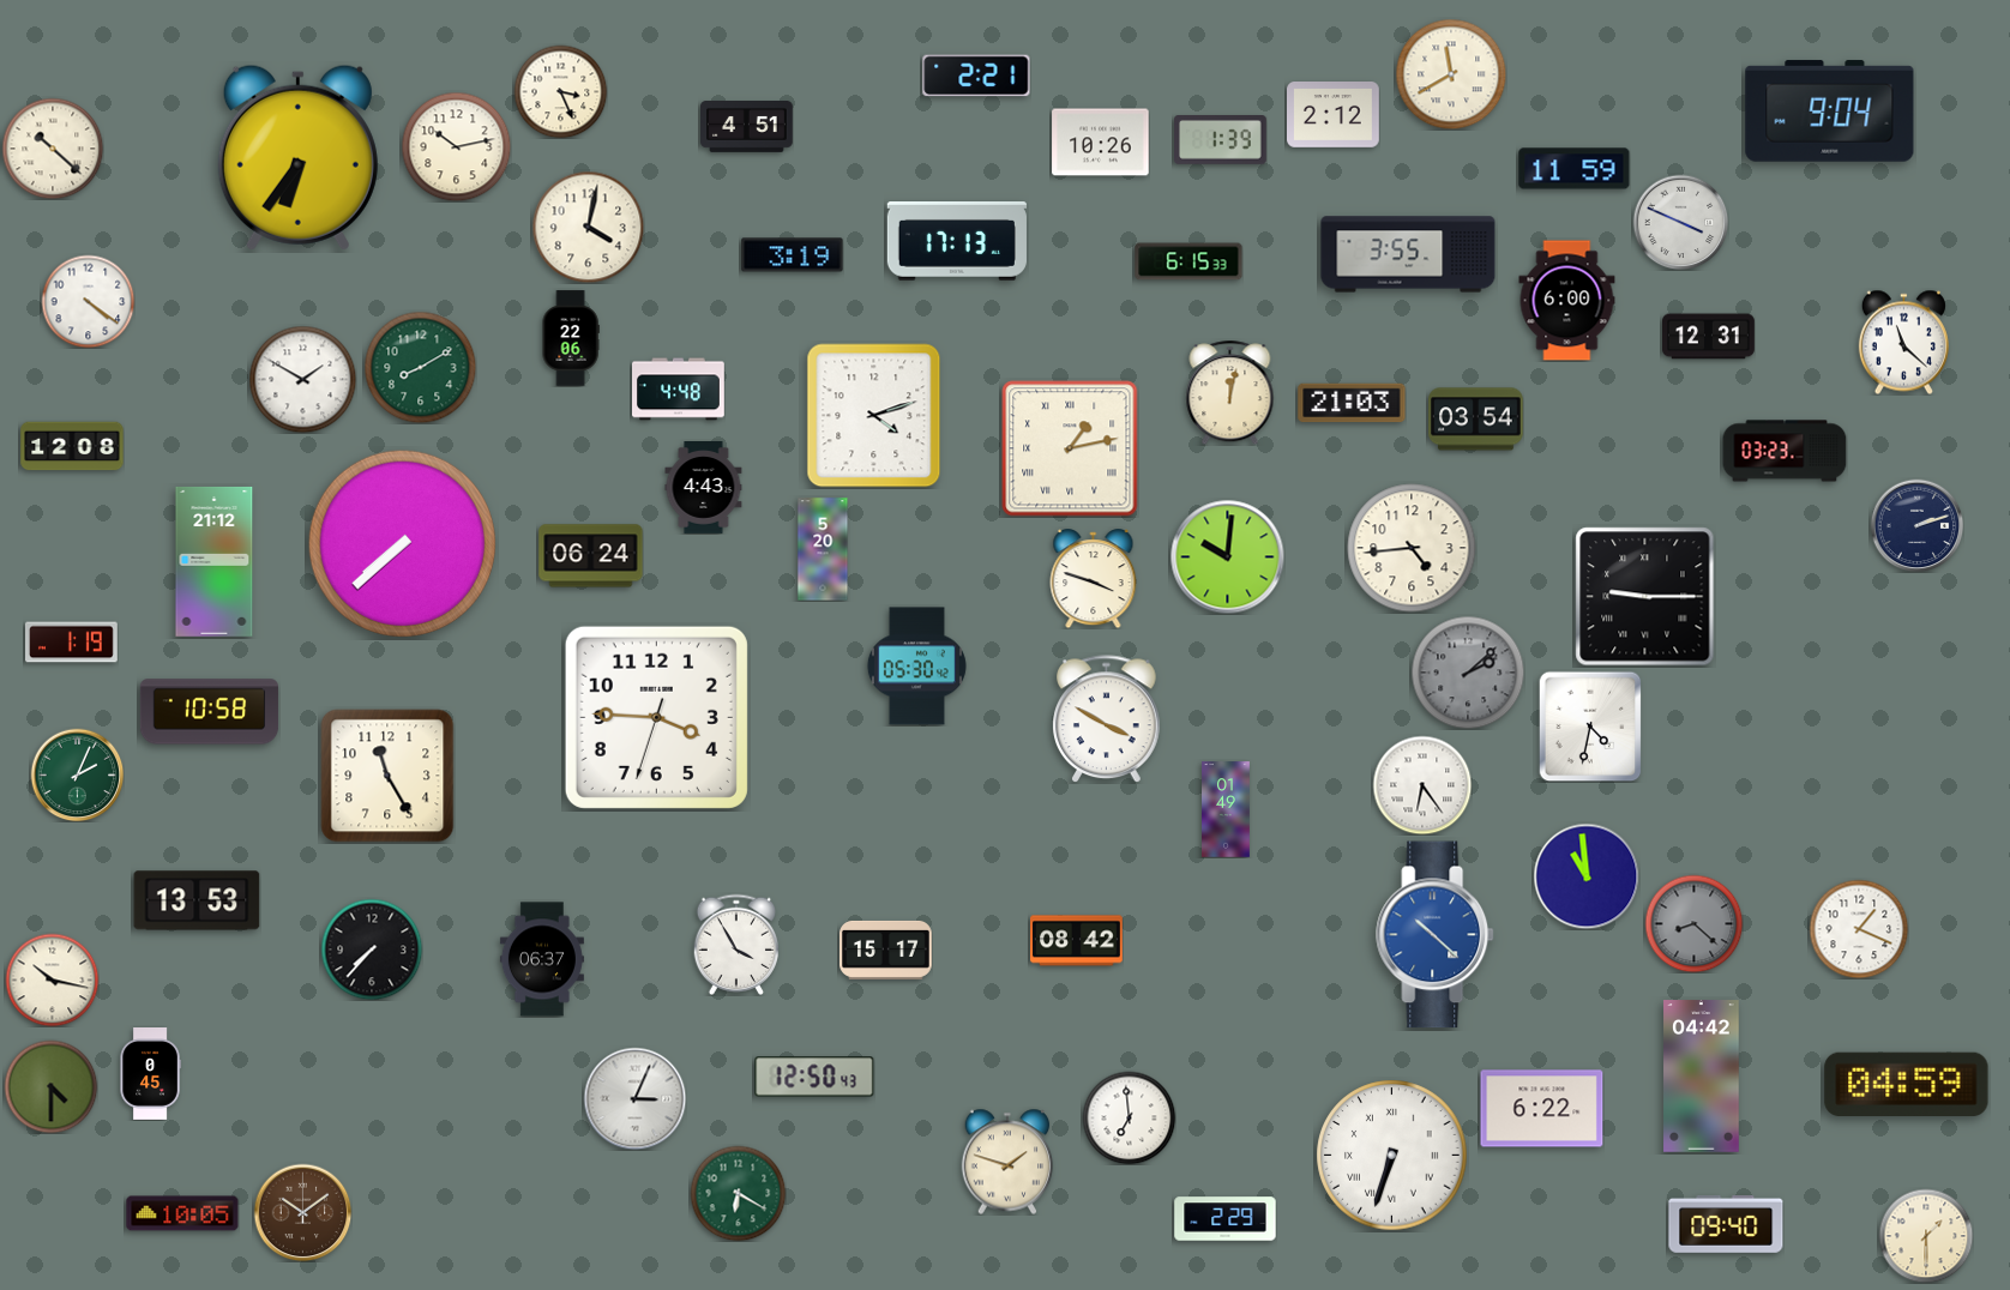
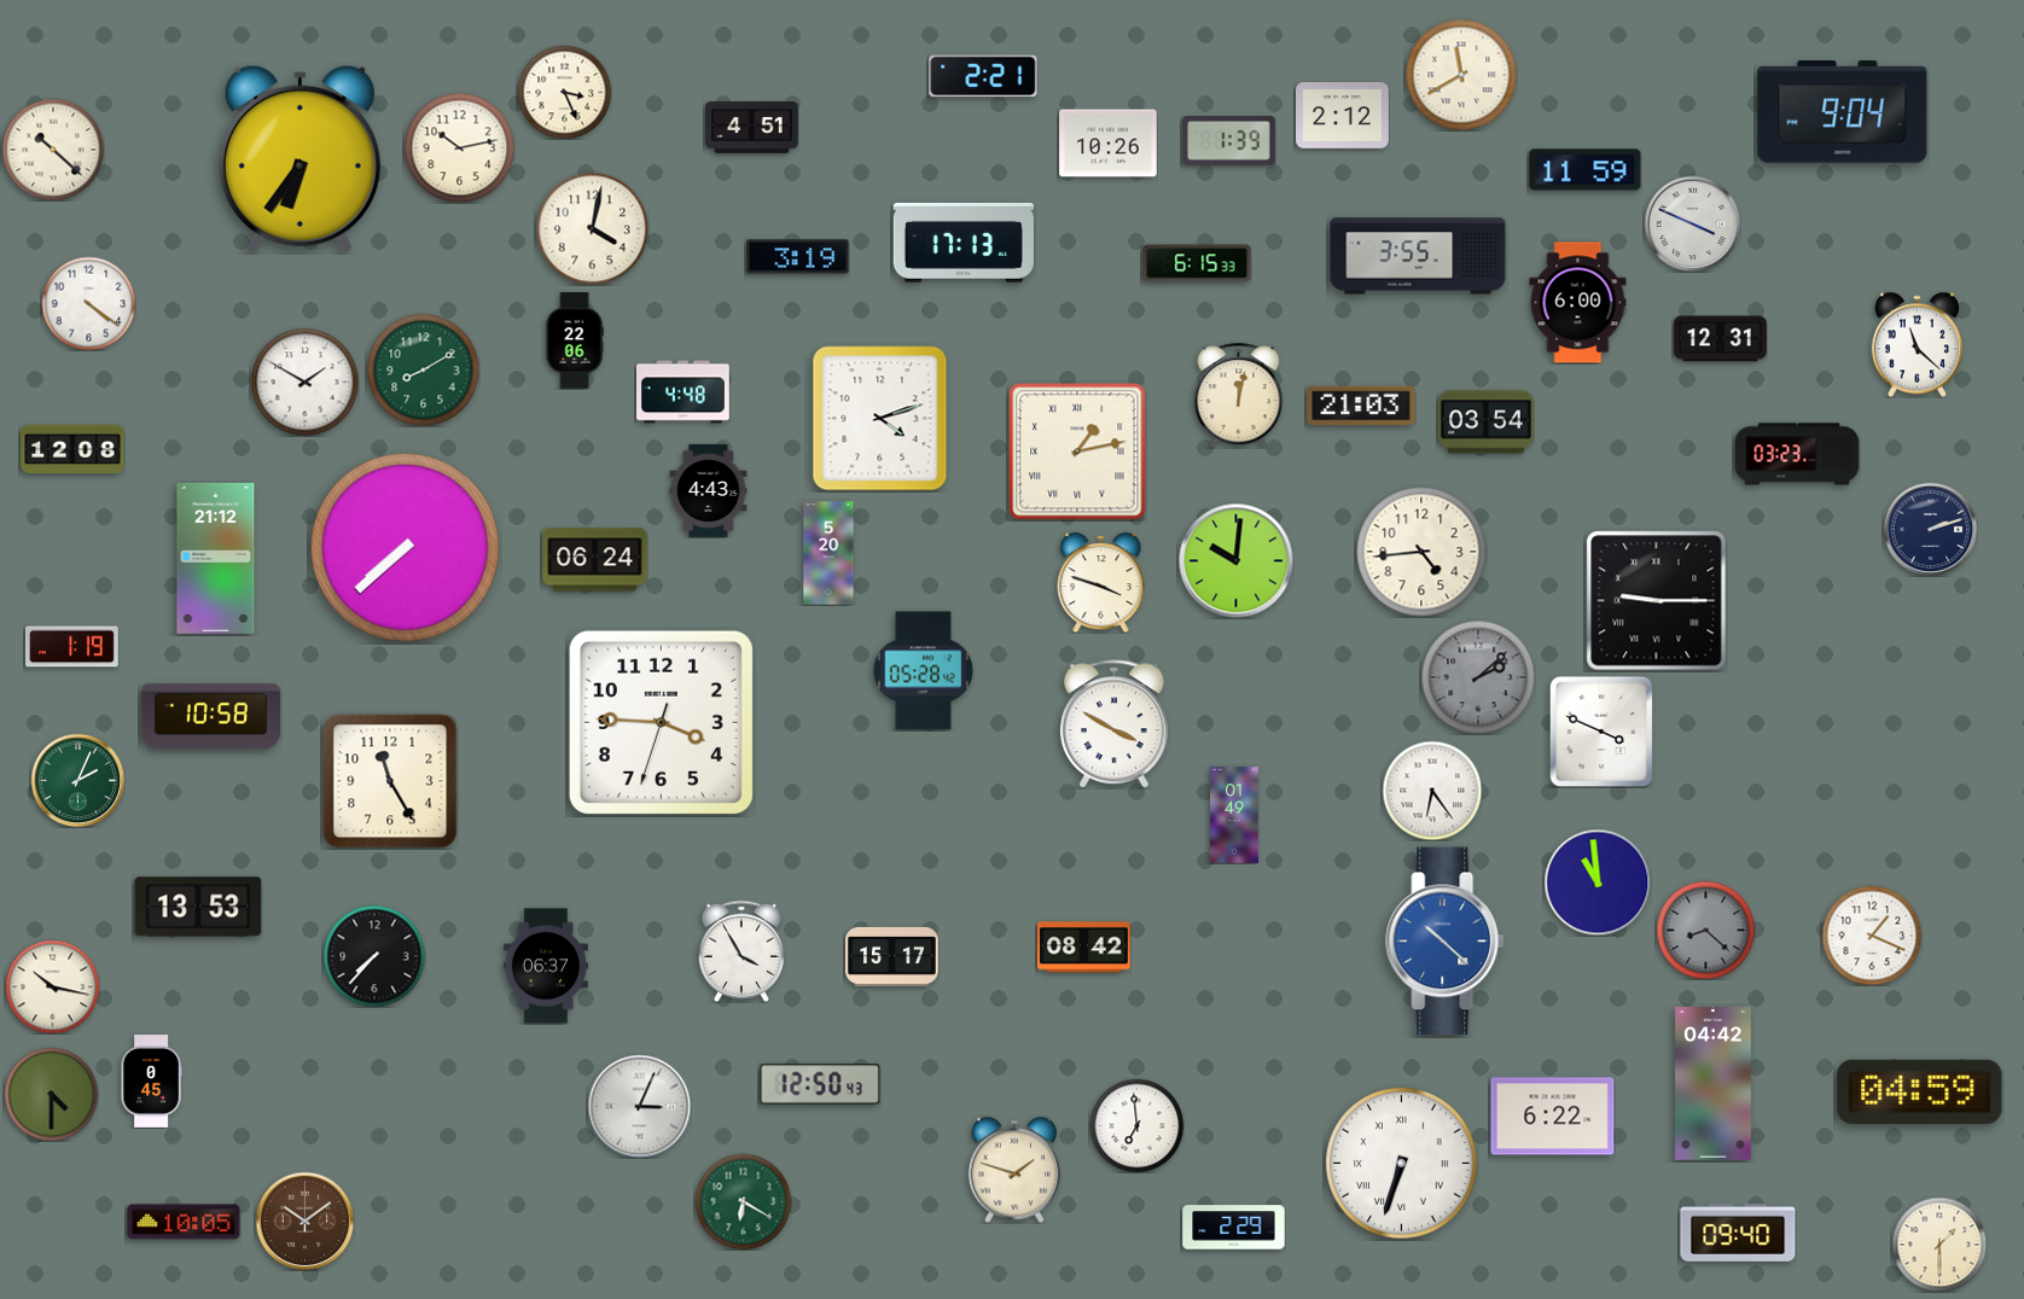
clock at (215, 561) position: (215, 561) -> (216, 558)
clock at (916, 667): 05:30 -> 05:28
clock at (1590, 727): 4:32 -> 3:49
